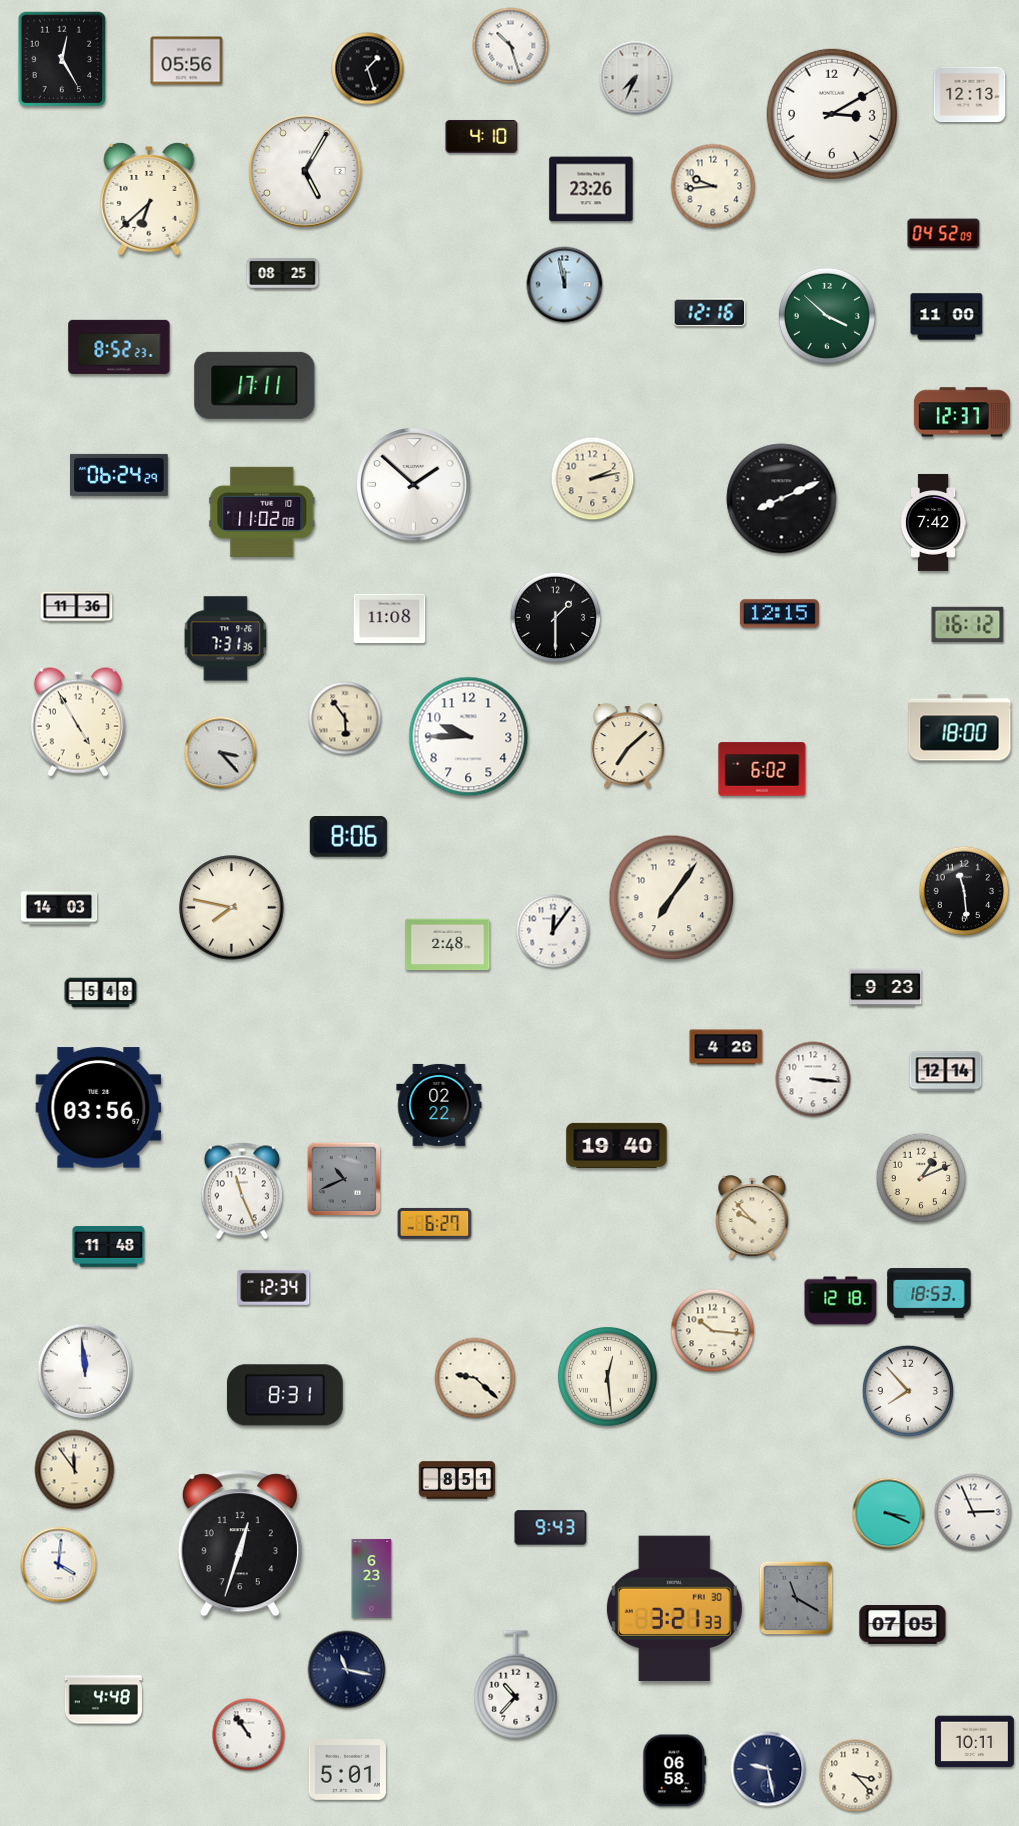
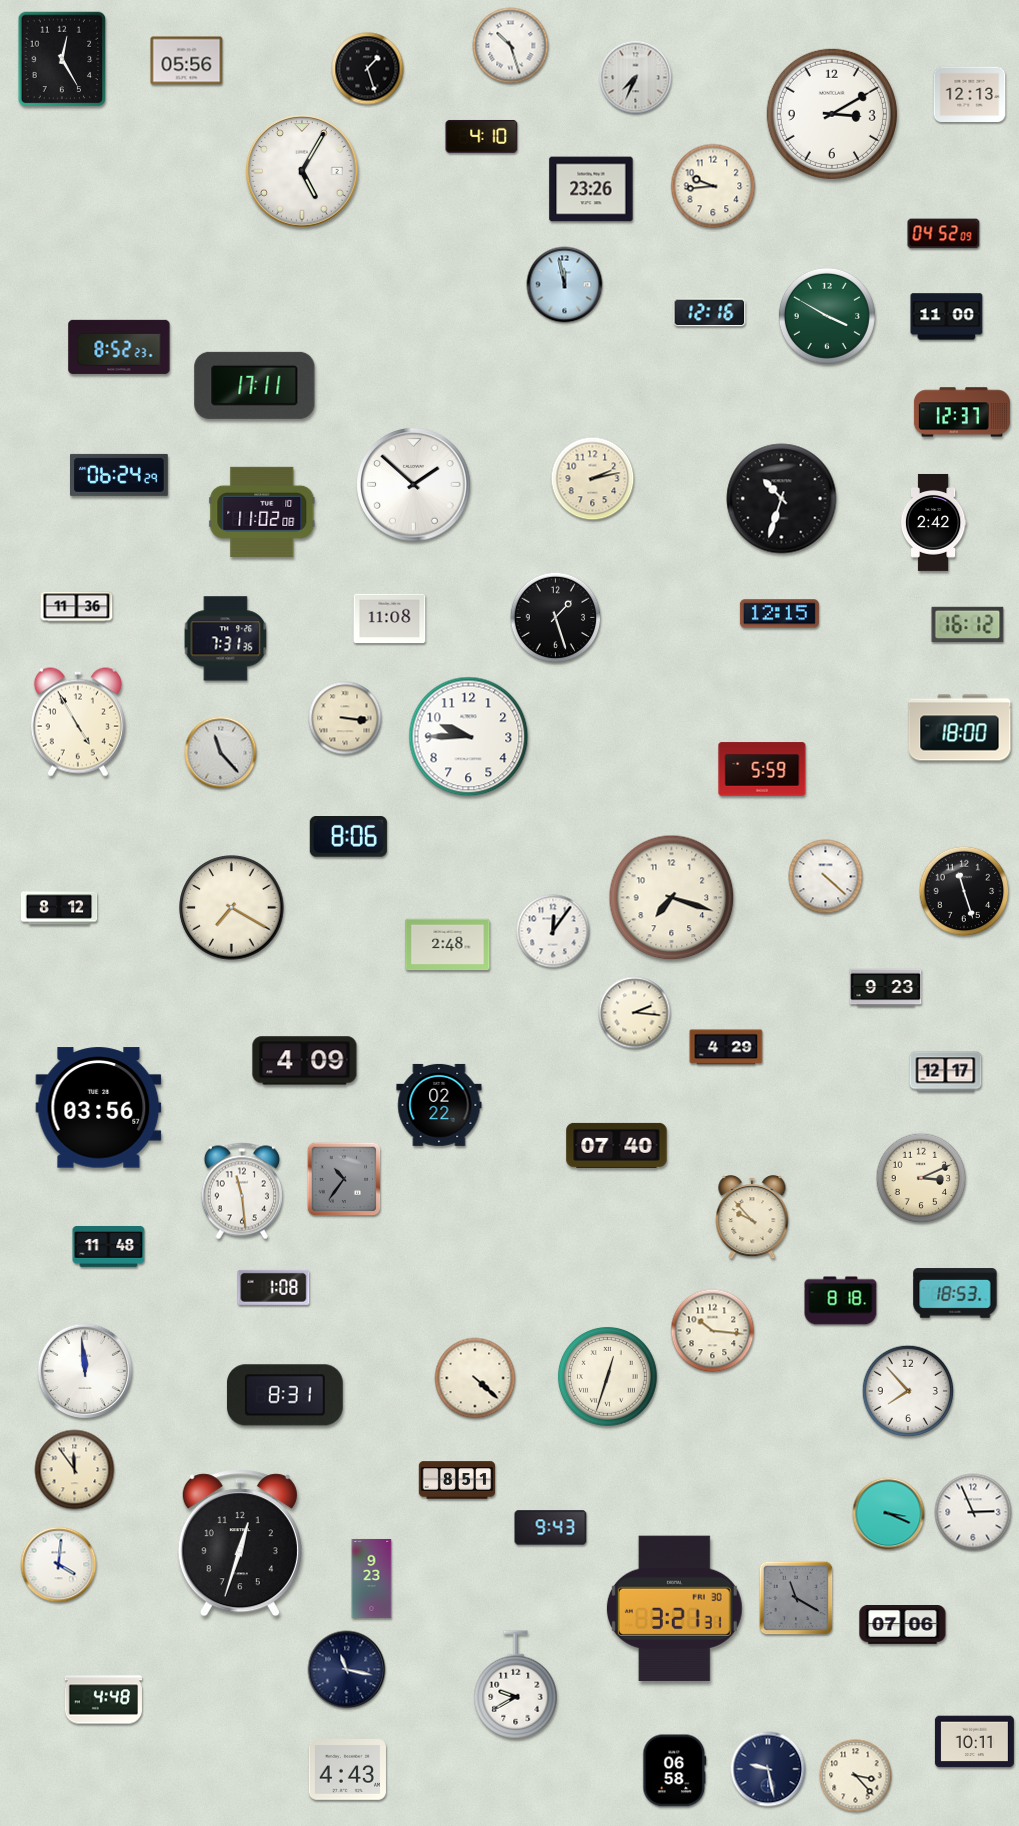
clock at (305, 171) position: (305, 171) -> (302, 171)
clock at (149, 199): 6:38 -> none
clock at (283, 273): 08:25 -> none
clock at (827, 316): 3:52 -> 3:50
clock at (782, 499): 8:11 -> 10:33
clock at (933, 522): 7:42 -> 2:42
clock at (556, 618): 1:30 -> 1:27
clock at (345, 718): 5:54 -> 3:16
clock at (628, 746): 7:08 -> none
clock at (221, 753): 3:23 -> 11:23
clock at (762, 769): 6:02 -> 5:59
clock at (826, 877): none -> 4:22
clock at (964, 891): 11:29 -> 11:27
clock at (672, 898): 7:06 -> 7:18
clock at (59, 908): 14:03 -> 8:12
clock at (232, 908): 7:47 -> 7:20
clock at (101, 993): 5:48 -> none
clock at (635, 1013): none -> 2:16
clock at (726, 1047): 4:26 -> 4:29
clock at (305, 1061): none -> 4:09
clock at (946, 1072): 12:14 -> 12:17
clock at (813, 1079): 3:16 -> none
clock at (617, 1145): 19:40 -> 07:40
clock at (921, 1178): 1:11 -> 3:11
clock at (344, 1179): 10:41 -> 10:36
clock at (242, 1191): 11:26 -> 11:29
clock at (435, 1223): 6:27 -> none
clock at (274, 1287): 12:34 -> 1:08
clock at (929, 1293) position: (929, 1293) -> (955, 1293)
clock at (841, 1301): 12:18 -> 8:18
clock at (607, 1376): 12:29 -> 12:33
clock at (475, 1378): 9:22 -> 4:22
clock at (372, 1578): 6:23 -> 9:23
clock at (674, 1608): 3:21:33 -> 3:21:31
clock at (903, 1625): 07:05 -> 07:06
clock at (516, 1685): 10:37 -> 9:40
clock at (249, 1735): 10:54 -> none
clock at (347, 1770): 5:01 -> 4:43
